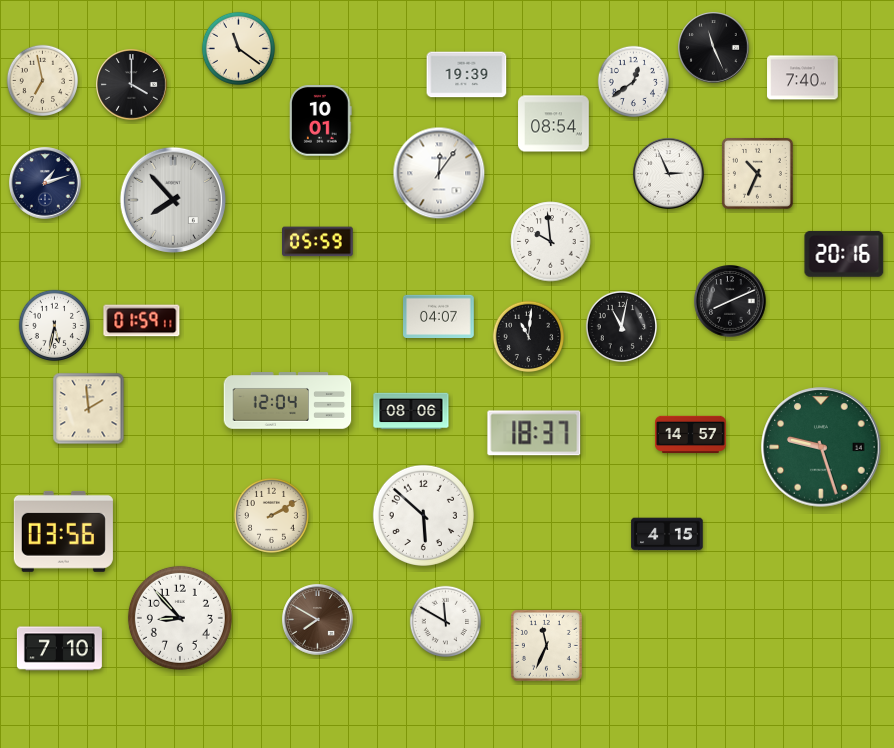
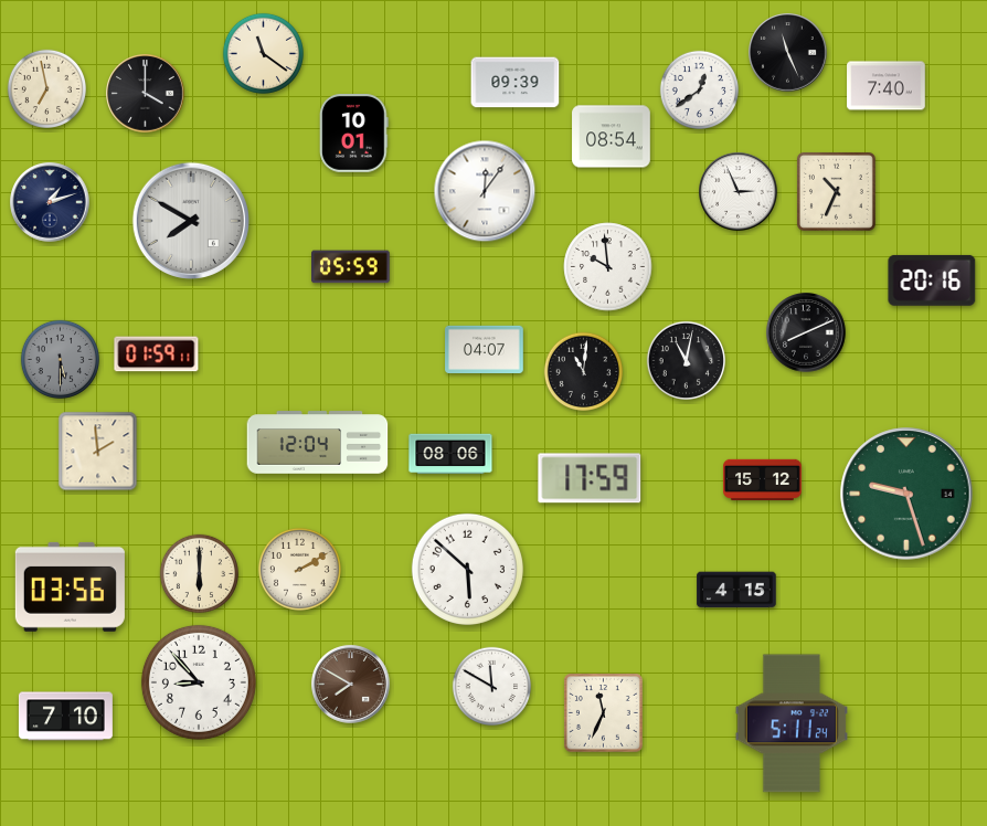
clock at (467, 75): 19:39 -> 09:39
clock at (173, 200): 7:53 -> 7:50
clock at (55, 326): 5:32 -> 5:30
clock at (55, 326) dial: white -> grey
clock at (411, 411) position: (411, 411) -> (450, 454)
clock at (534, 433): 18:37 -> 17:59
clock at (691, 434): 14:57 -> 15:12
clock at (200, 574): none -> 6:00
clock at (792, 723): none -> 5:11
